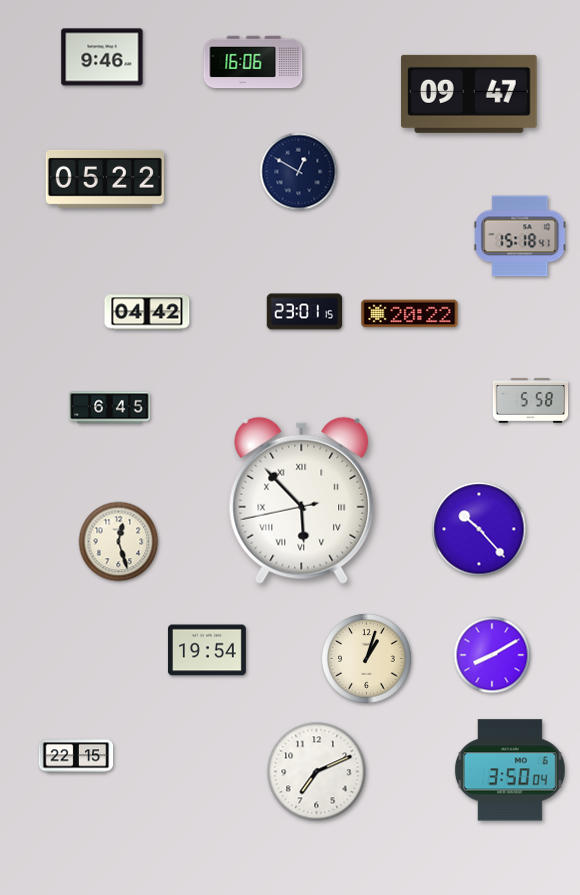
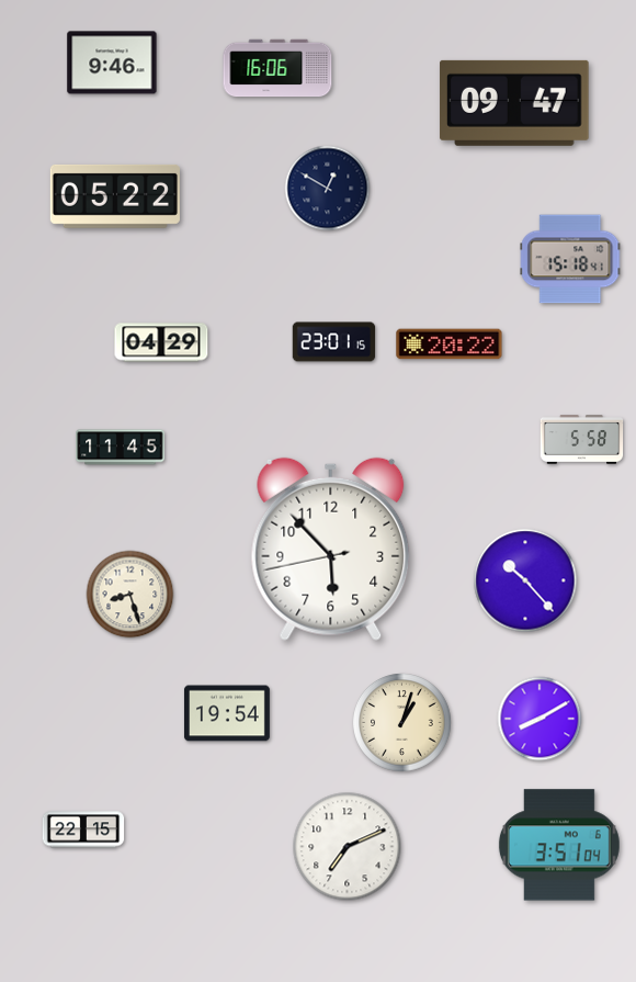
clock at (147, 312): 04:42 -> 04:29
clock at (110, 408): 6:45 -> 11:45
clock at (302, 500) numerals: Roman -> Arabic
clock at (119, 542): 12:27 -> 8:27
clock at (510, 770): 3:50 -> 3:51
